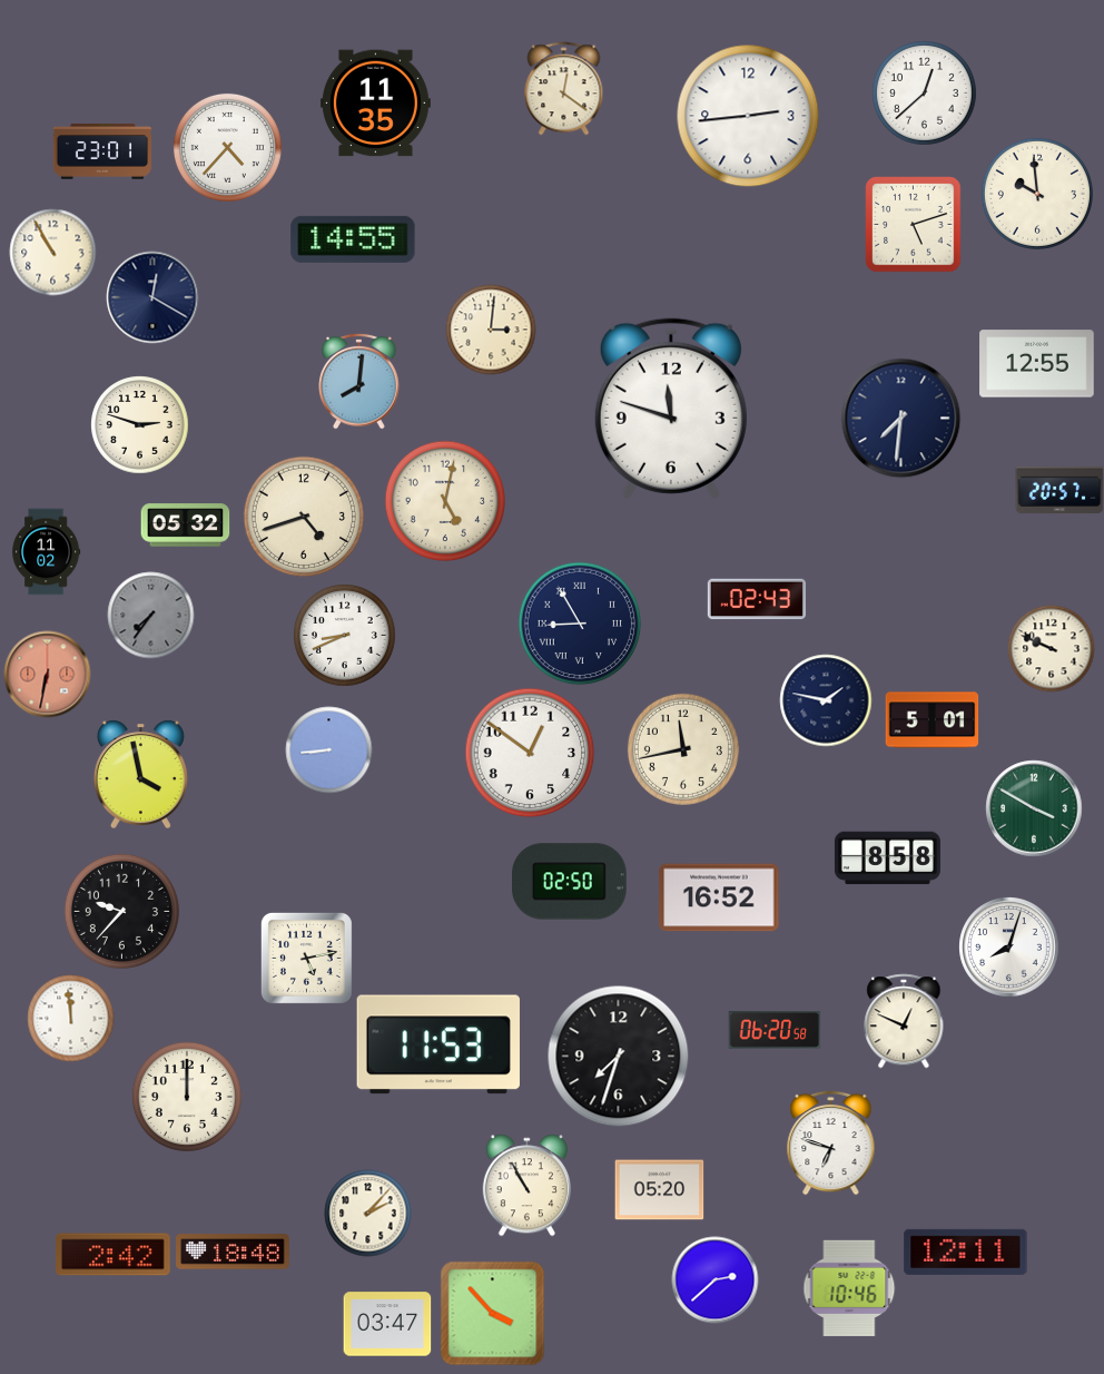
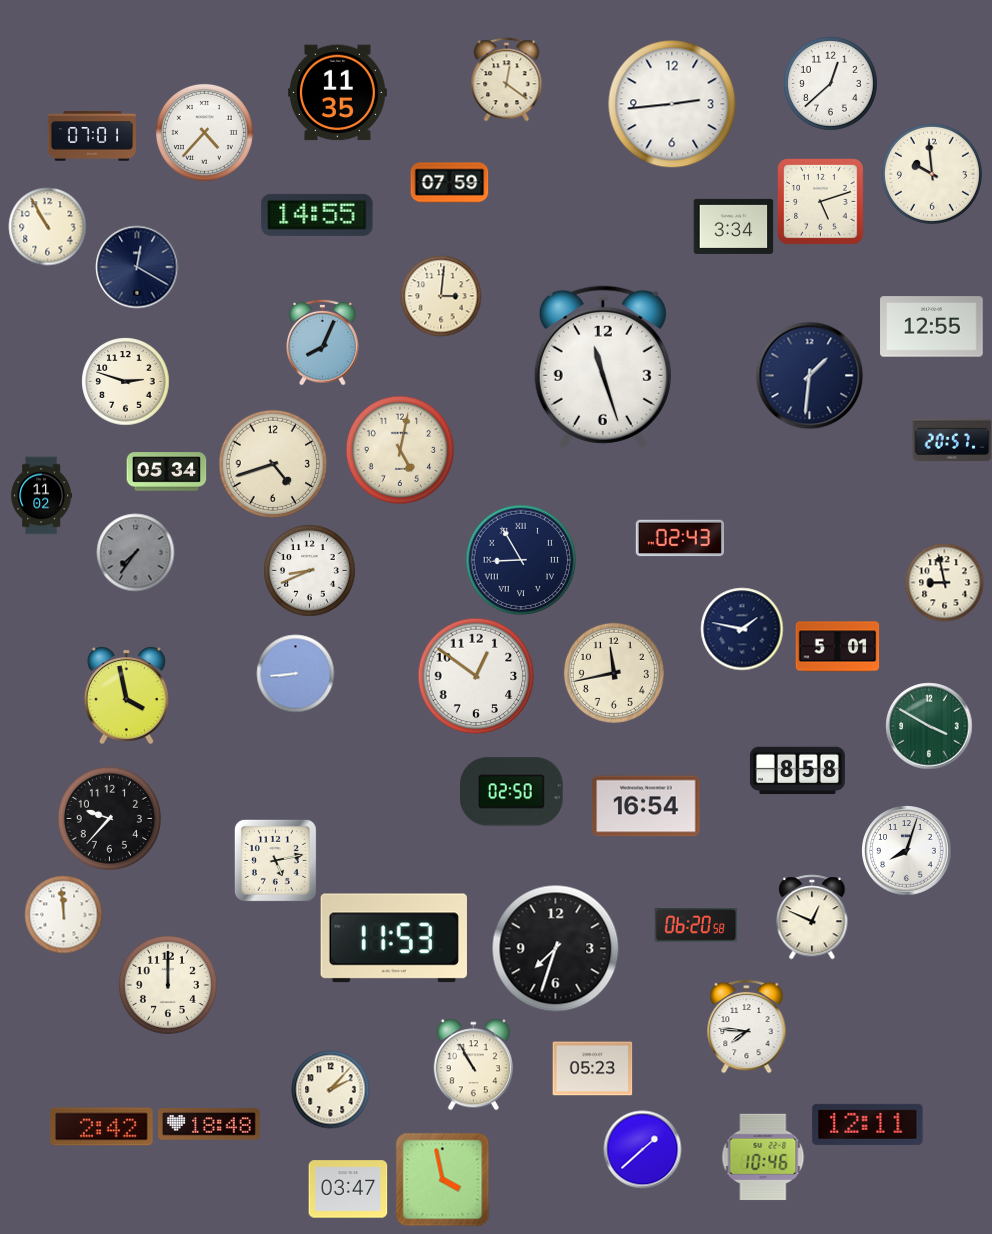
clock at (101, 151): 23:01 -> 07:01
clock at (449, 183): none -> 07:59
clock at (733, 226): none -> 3:34
clock at (359, 381): 8:01 -> 8:04
clock at (671, 409): 11:48 -> 11:27
clock at (900, 418): 7:31 -> 1:31
clock at (185, 526): 05:32 -> 05:34
clock at (1051, 648): 9:49 -> 8:58
clock at (47, 674): 6:32 -> none
clock at (719, 897): 16:52 -> 16:54
clock at (831, 1142): 6:48 -> 7:46
clock at (659, 1190): 05:20 -> 05:23
clock at (714, 1279): 2:38 -> 1:38
clock at (492, 1313): 3:53 -> 3:58
